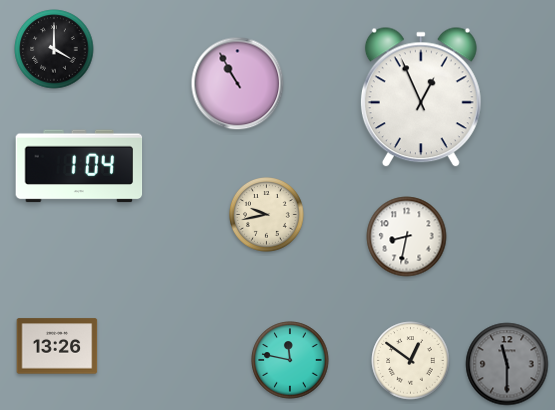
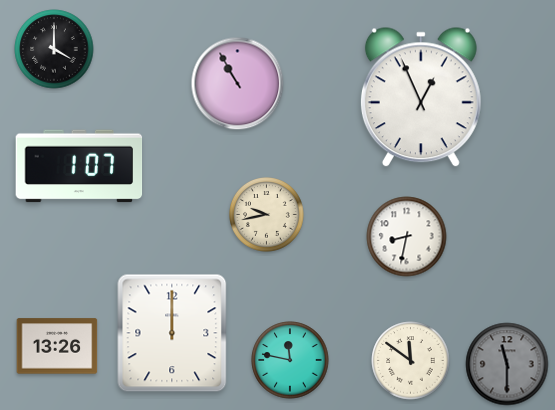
clock at (79, 166): 1:04 -> 1:07
clock at (172, 333): none -> 12:00
clock at (411, 361): 12:51 -> 11:51
